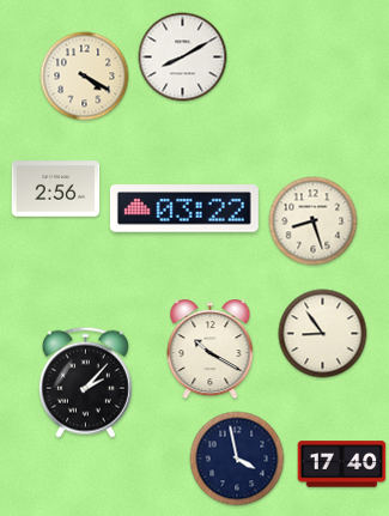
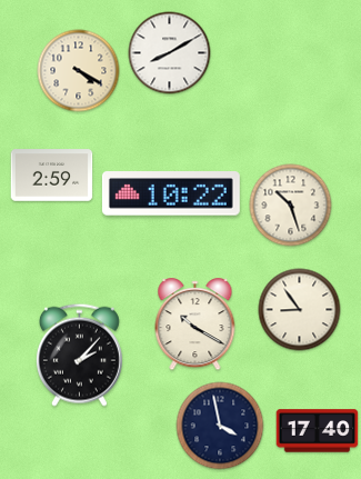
clock at (56, 189): 2:56 -> 2:59
clock at (184, 208): 03:22 -> 10:22
clock at (314, 221): 8:27 -> 10:27
